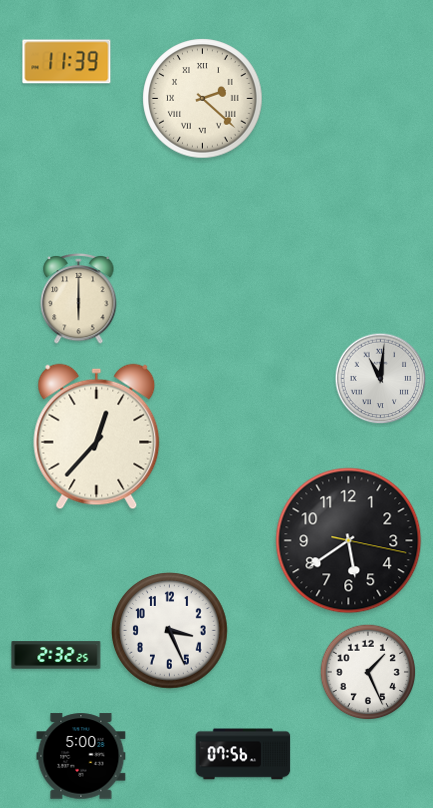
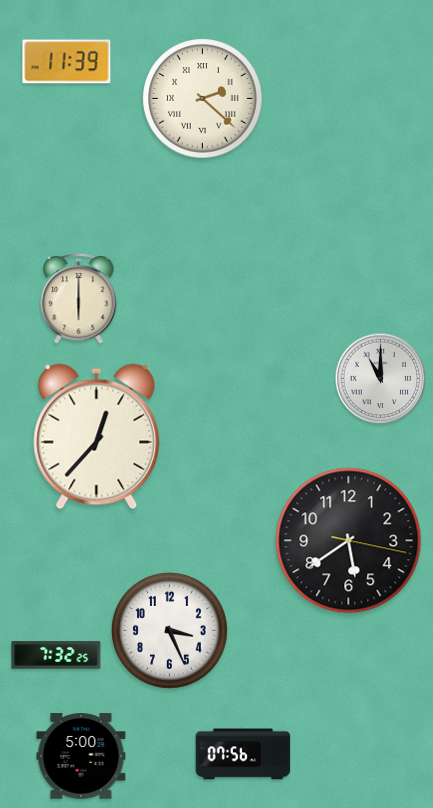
clock at (381, 379): 11:01 -> 11:00
clock at (56, 655): 2:32 -> 7:32
clock at (368, 672): 1:26 -> none
